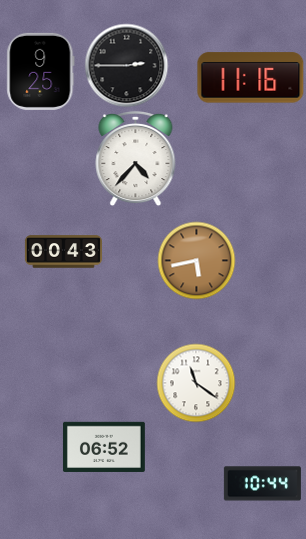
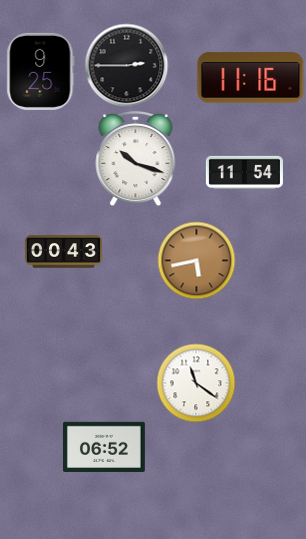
clock at (136, 158): 4:37 -> 10:18
clock at (244, 172): none -> 11:54
clock at (262, 484): 10:44 -> none
